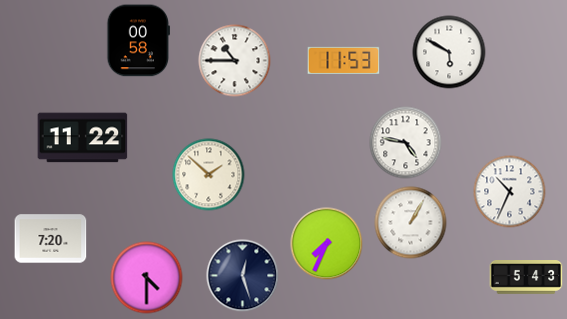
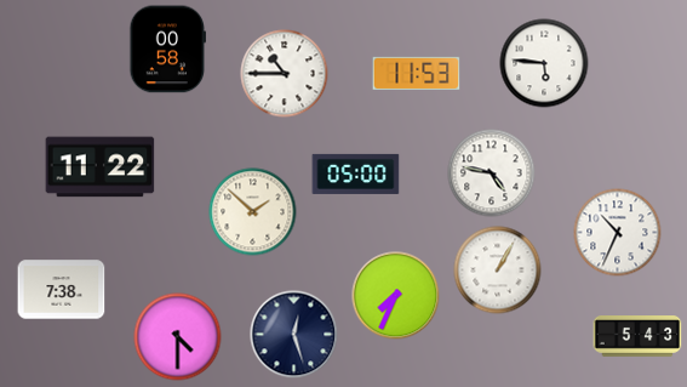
clock at (449, 52): 5:50 -> 5:46
clock at (356, 173): none -> 05:00
clock at (51, 239): 7:20 -> 7:38
